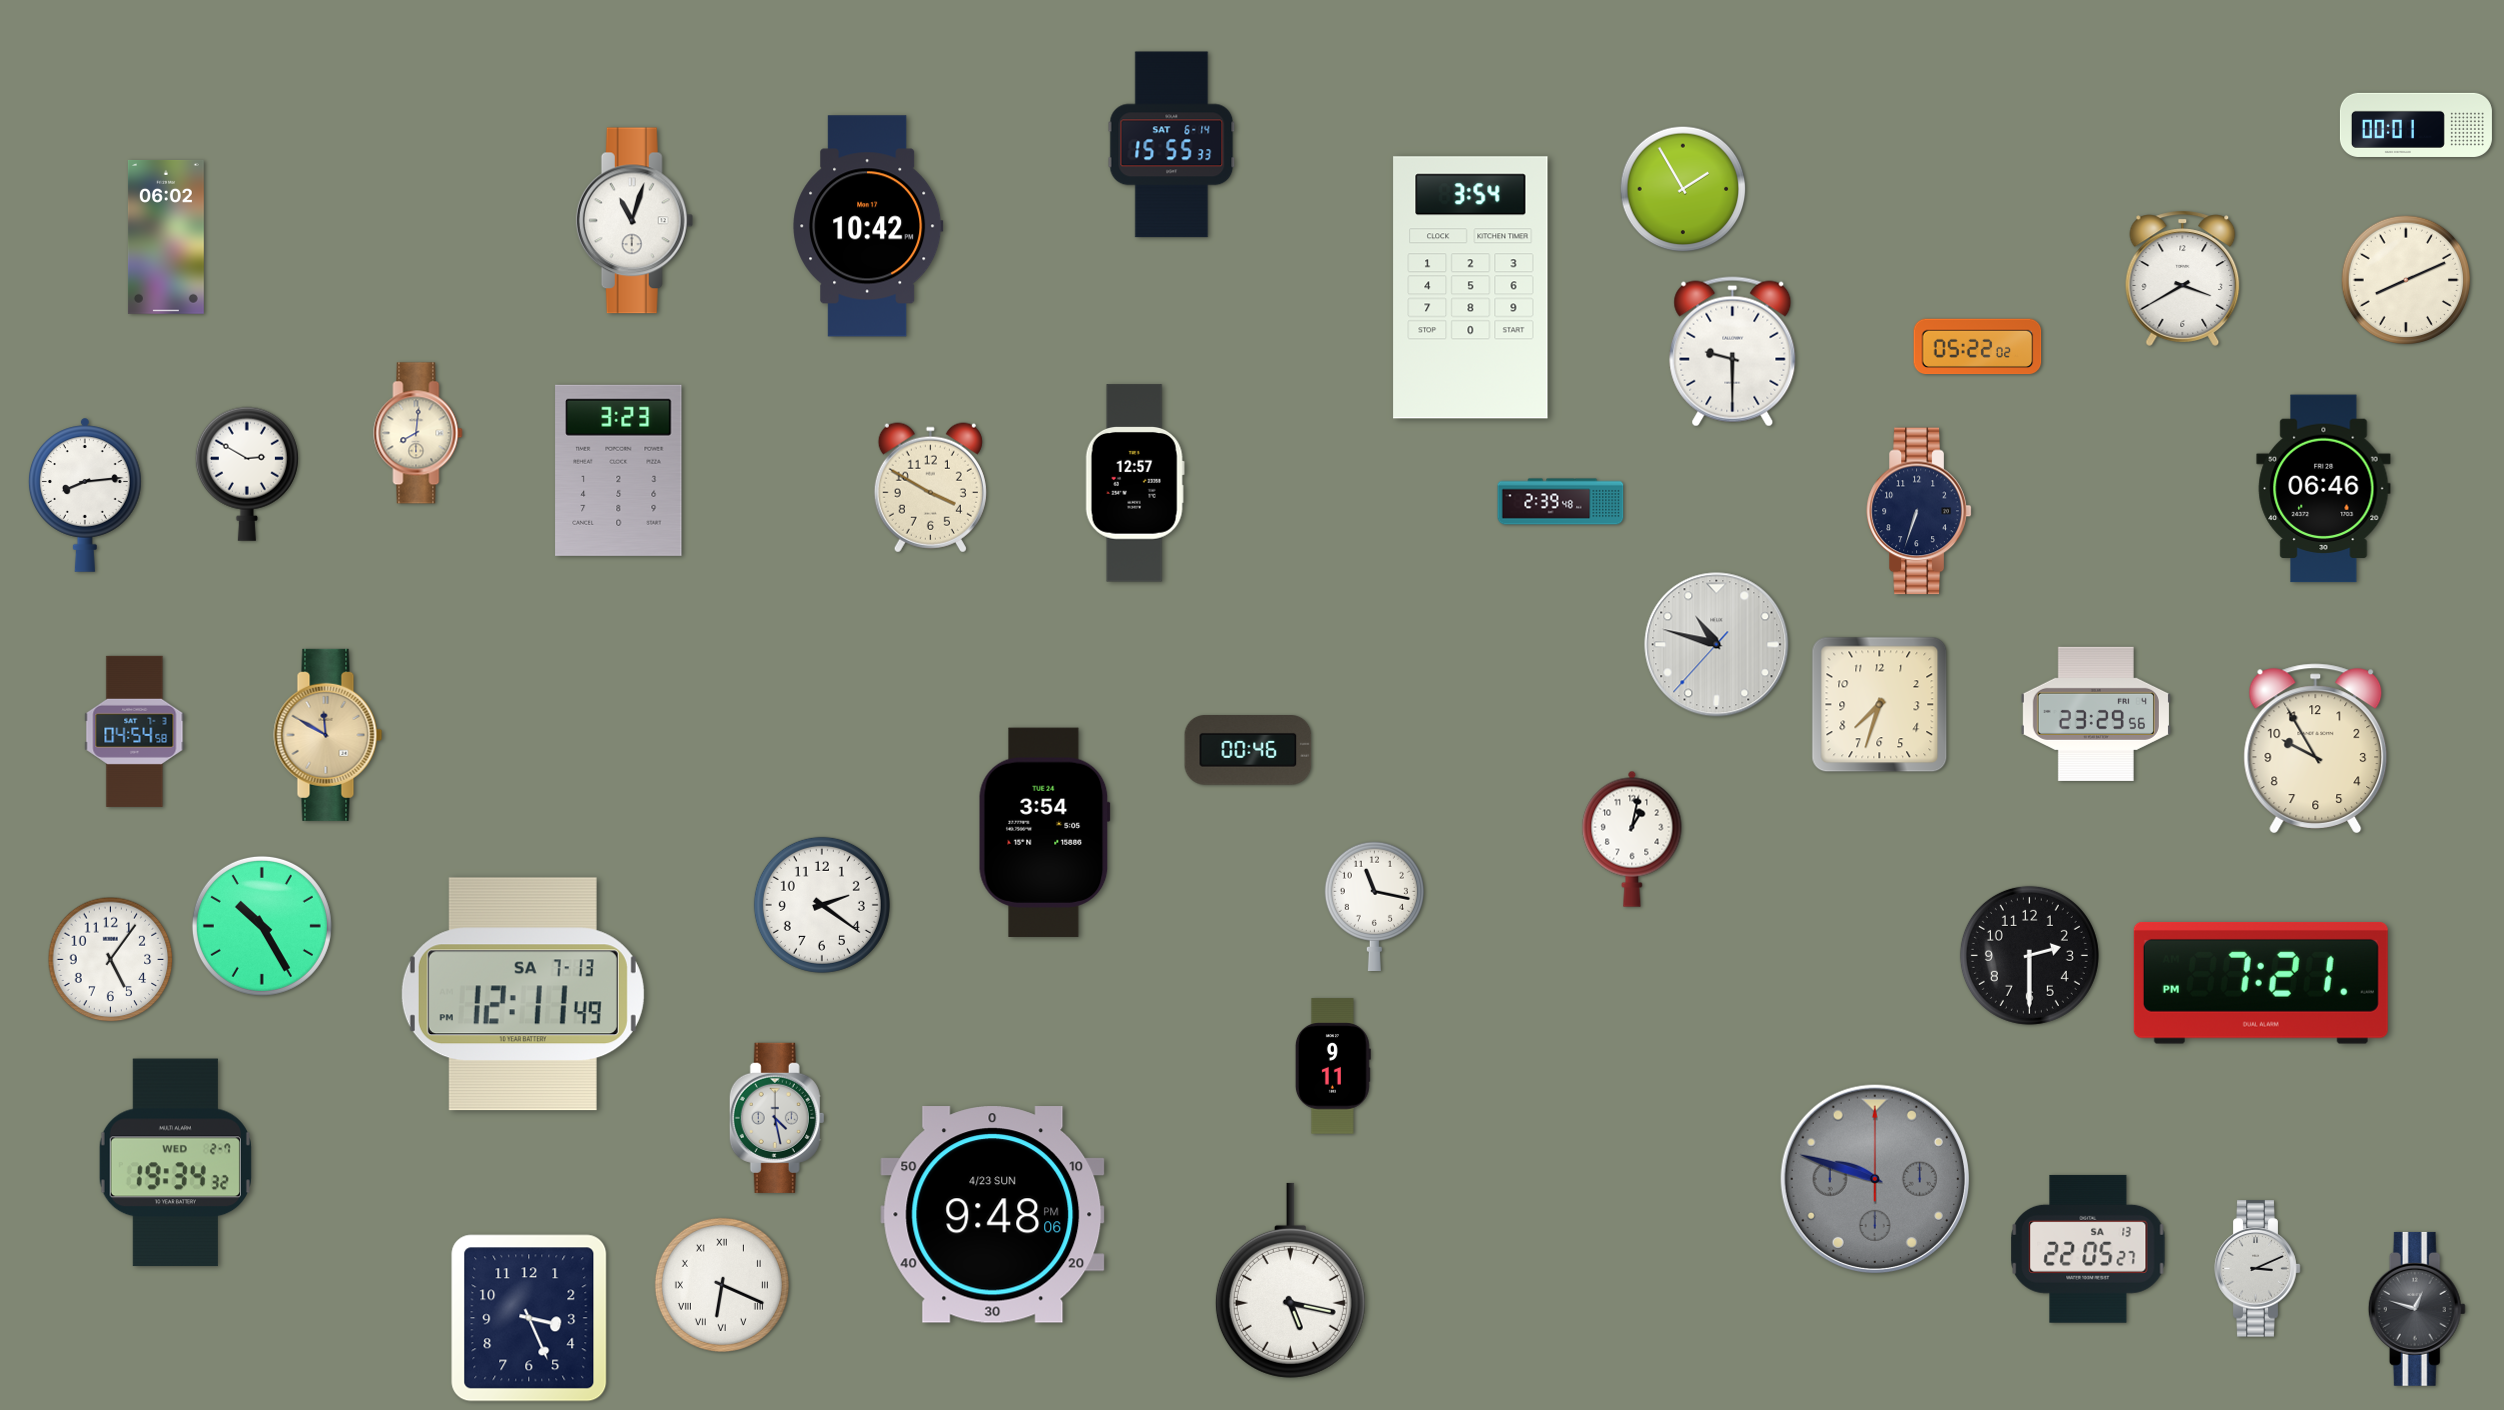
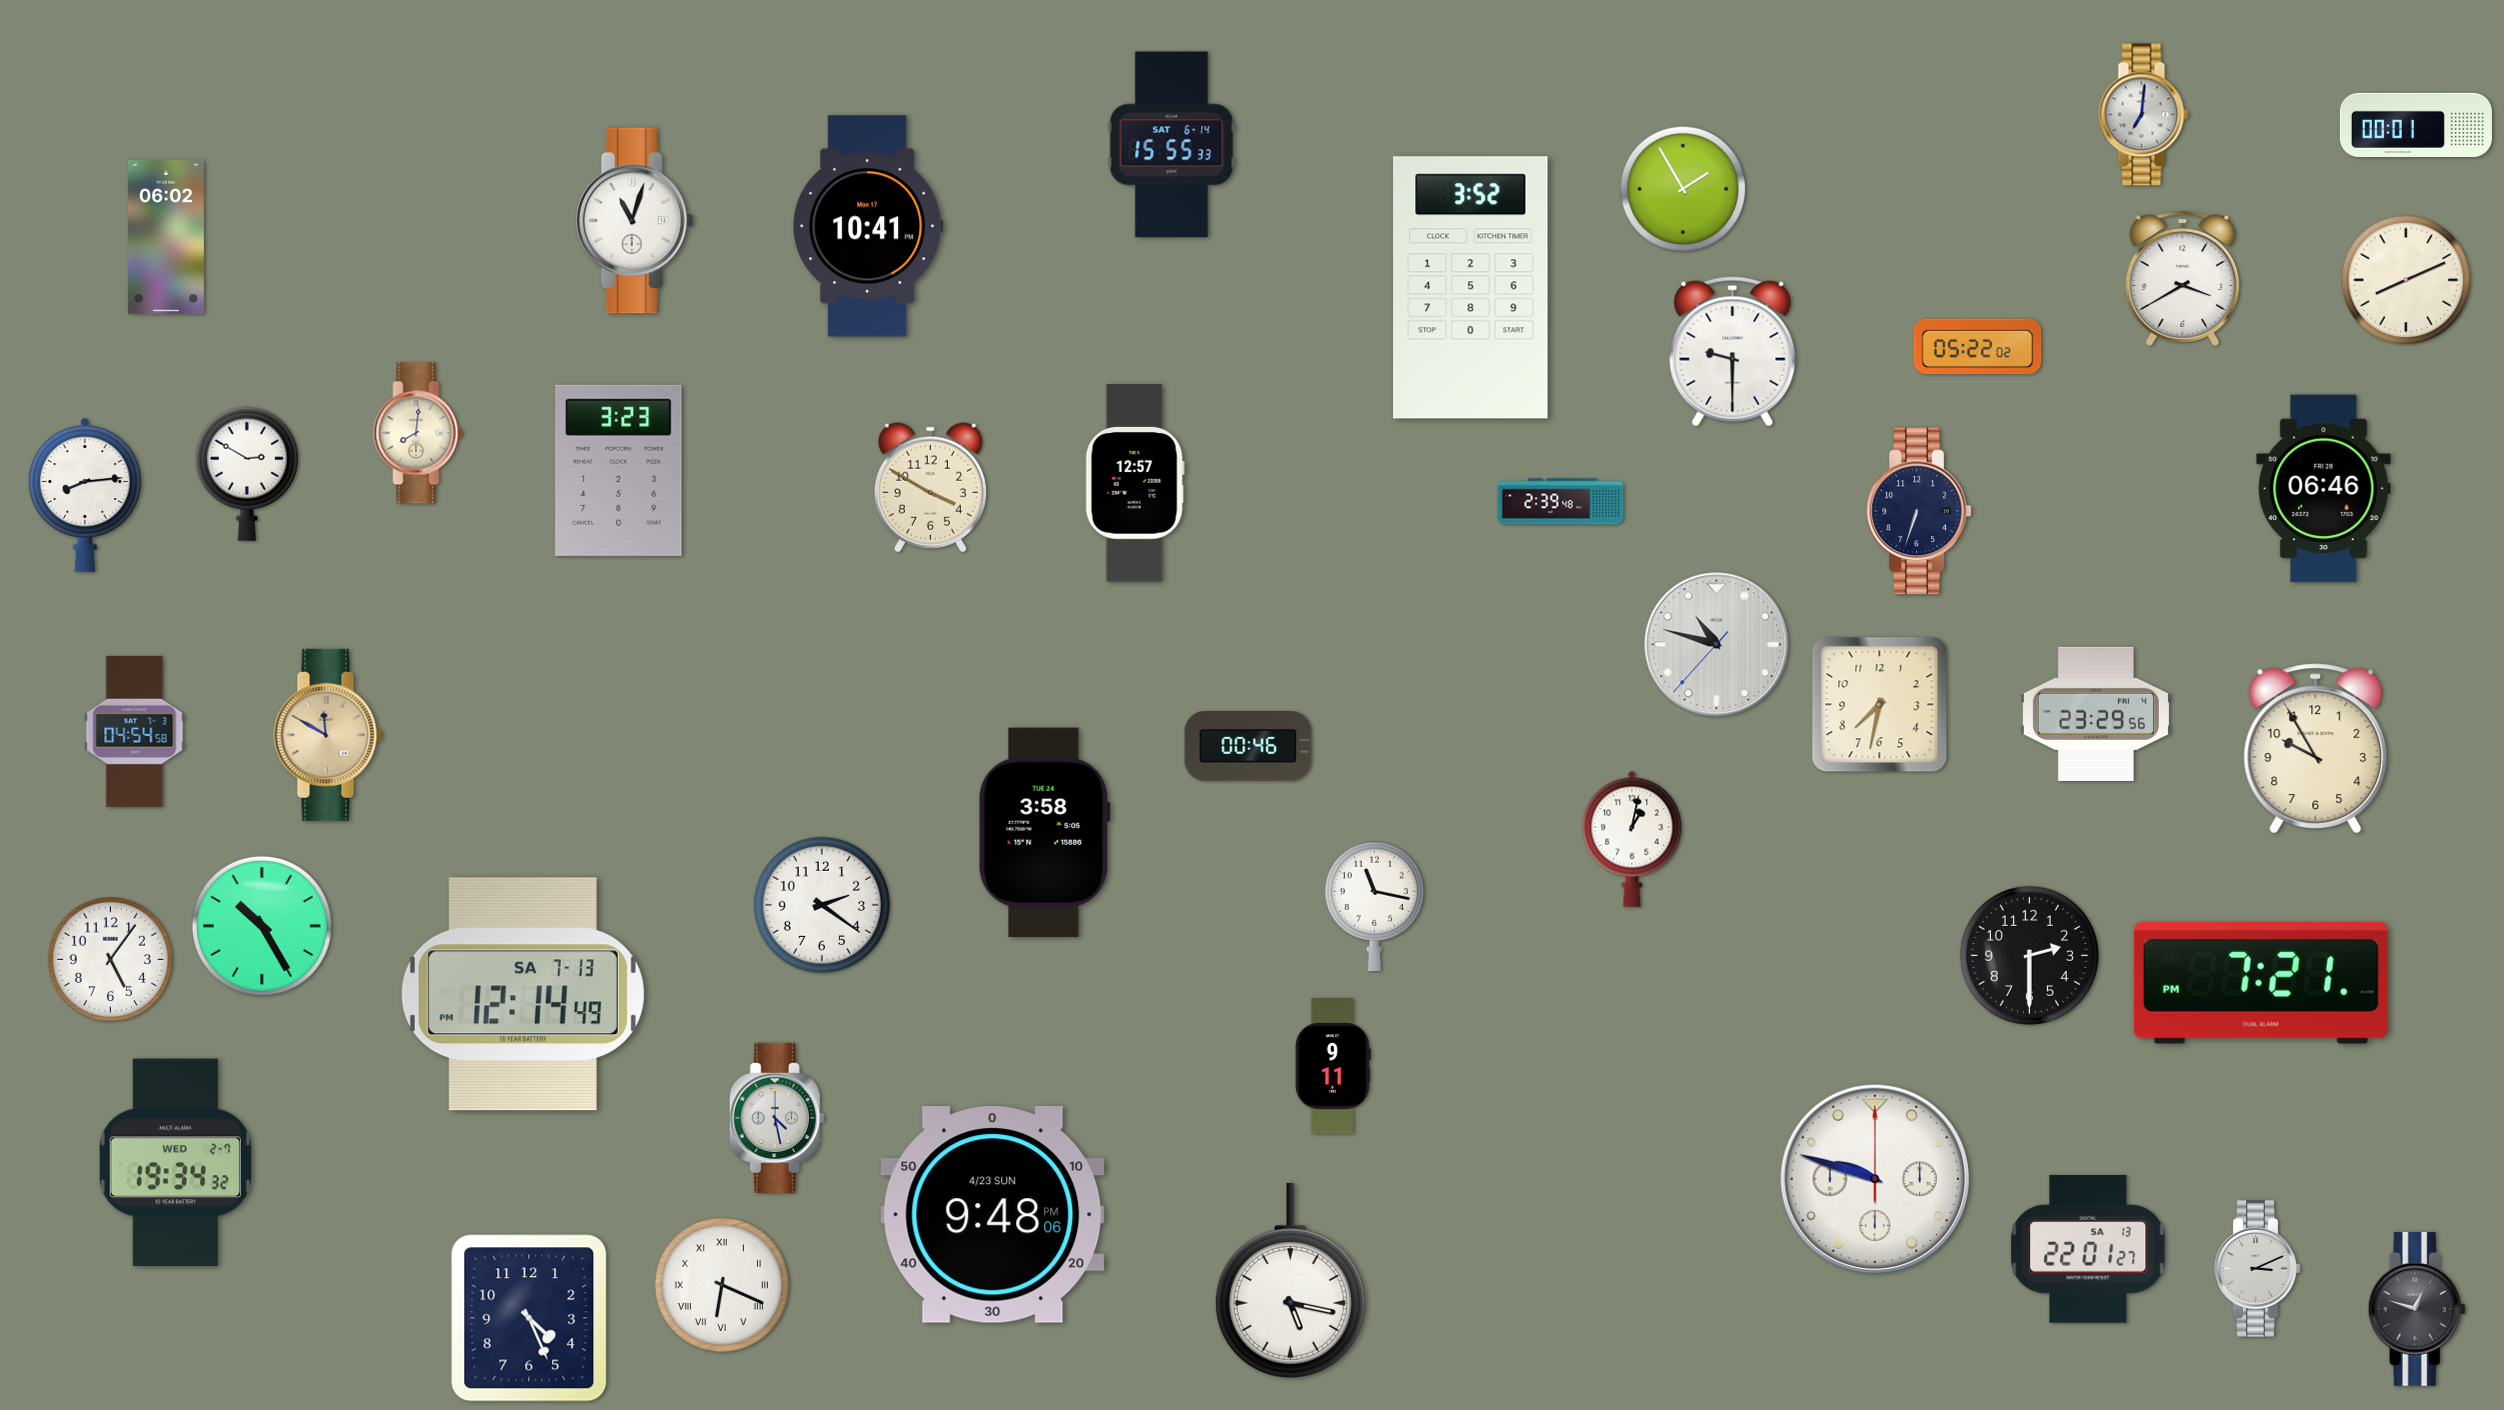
clock at (2144, 115): none -> 7:01
clock at (868, 226): 10:42 -> 10:41
clock at (1471, 288): 3:54 -> 3:52
clock at (1880, 705): 7:33 -> 7:32
clock at (1248, 751) position: (1248, 751) -> (1248, 747)
clock at (1044, 832): 3:54 -> 3:58
clock at (523, 994): 12:11 -> 12:14
clock at (1875, 1179) dial: grey -> white
clock at (2088, 1249): 22:05 -> 22:01
clock at (529, 1318): 3:26 -> 4:26
